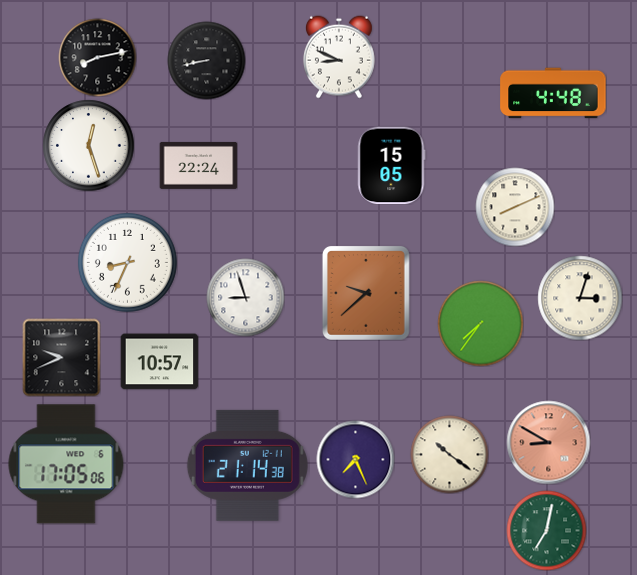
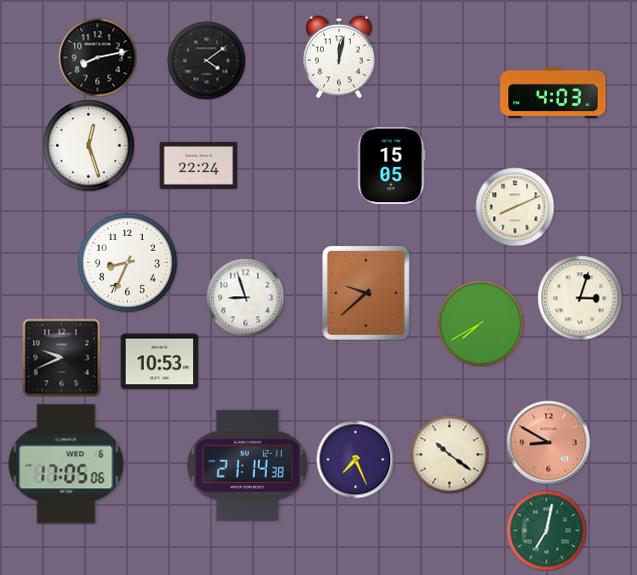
clock at (339, 57): 8:49 -> 12:02
clock at (206, 60): 8:43 -> 4:09
clock at (553, 93): 4:48 -> 4:03
clock at (480, 323): 7:36 -> 7:40
clock at (159, 362): 10:57 -> 10:53
